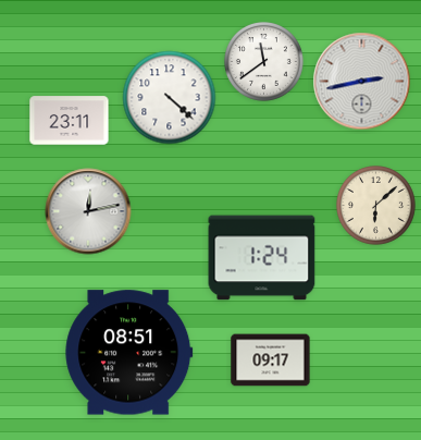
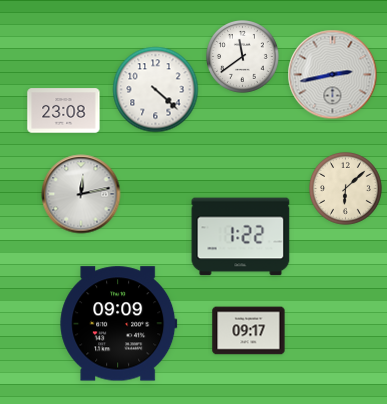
clock at (70, 121): 23:11 -> 23:08
clock at (262, 258): 1:24 -> 1:22
clock at (129, 353): 08:51 -> 09:09
